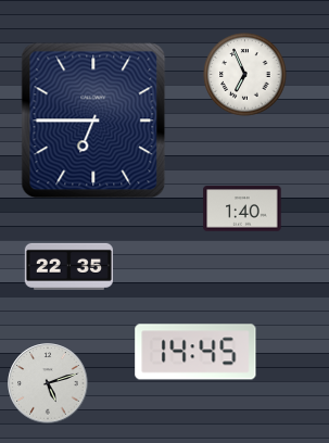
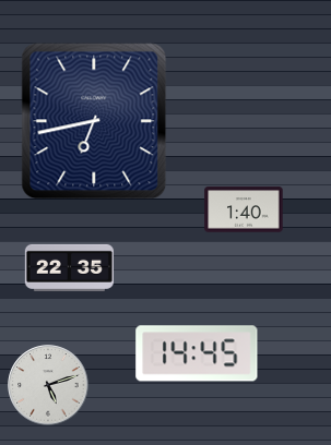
clock at (245, 75): 6:56 -> none
clock at (93, 121): 6:45 -> 6:43
